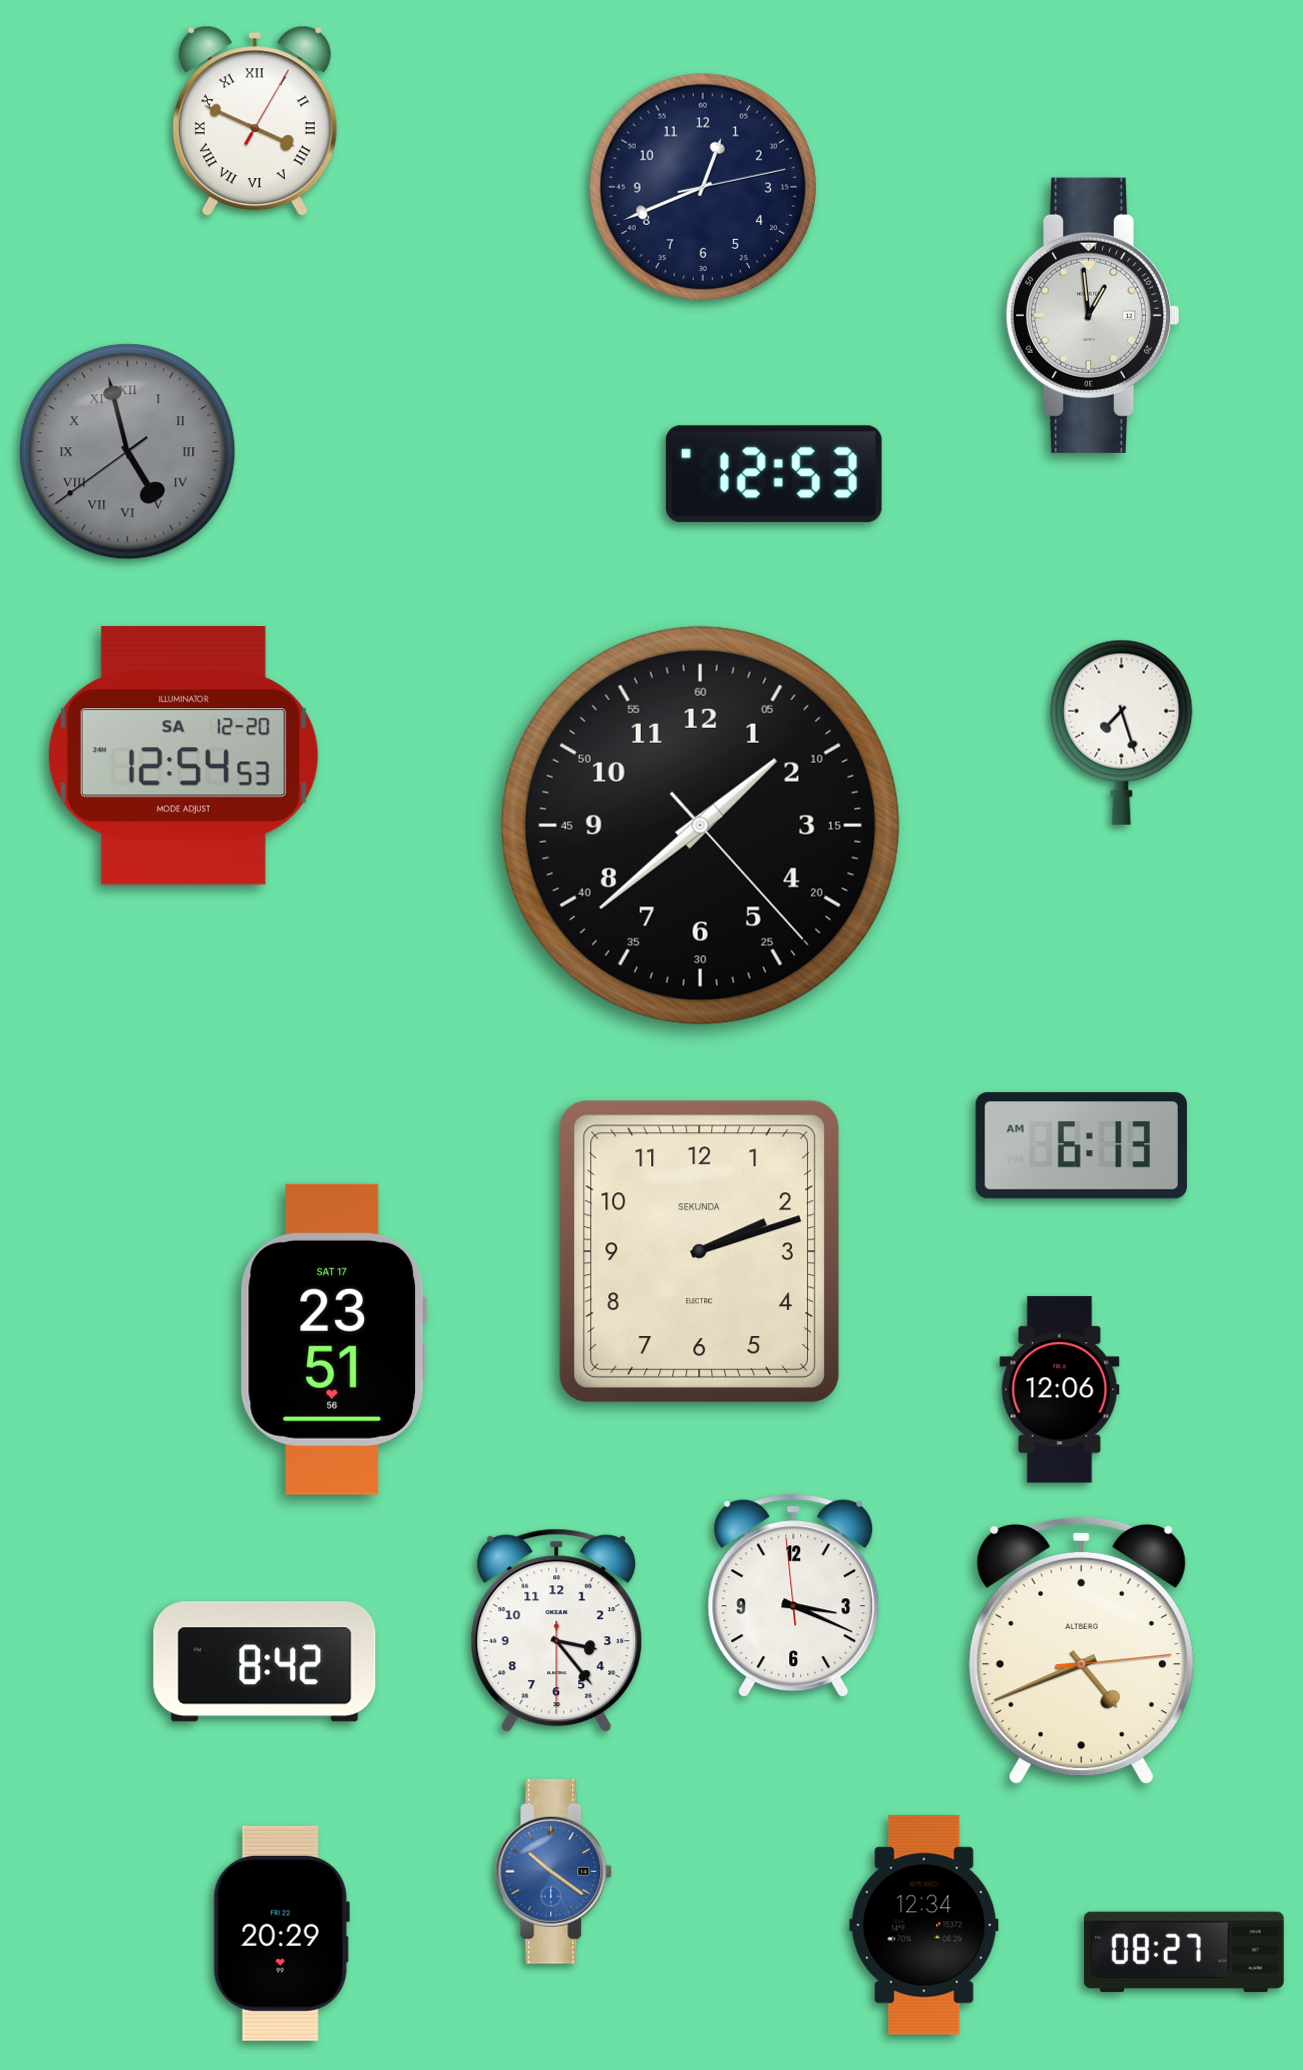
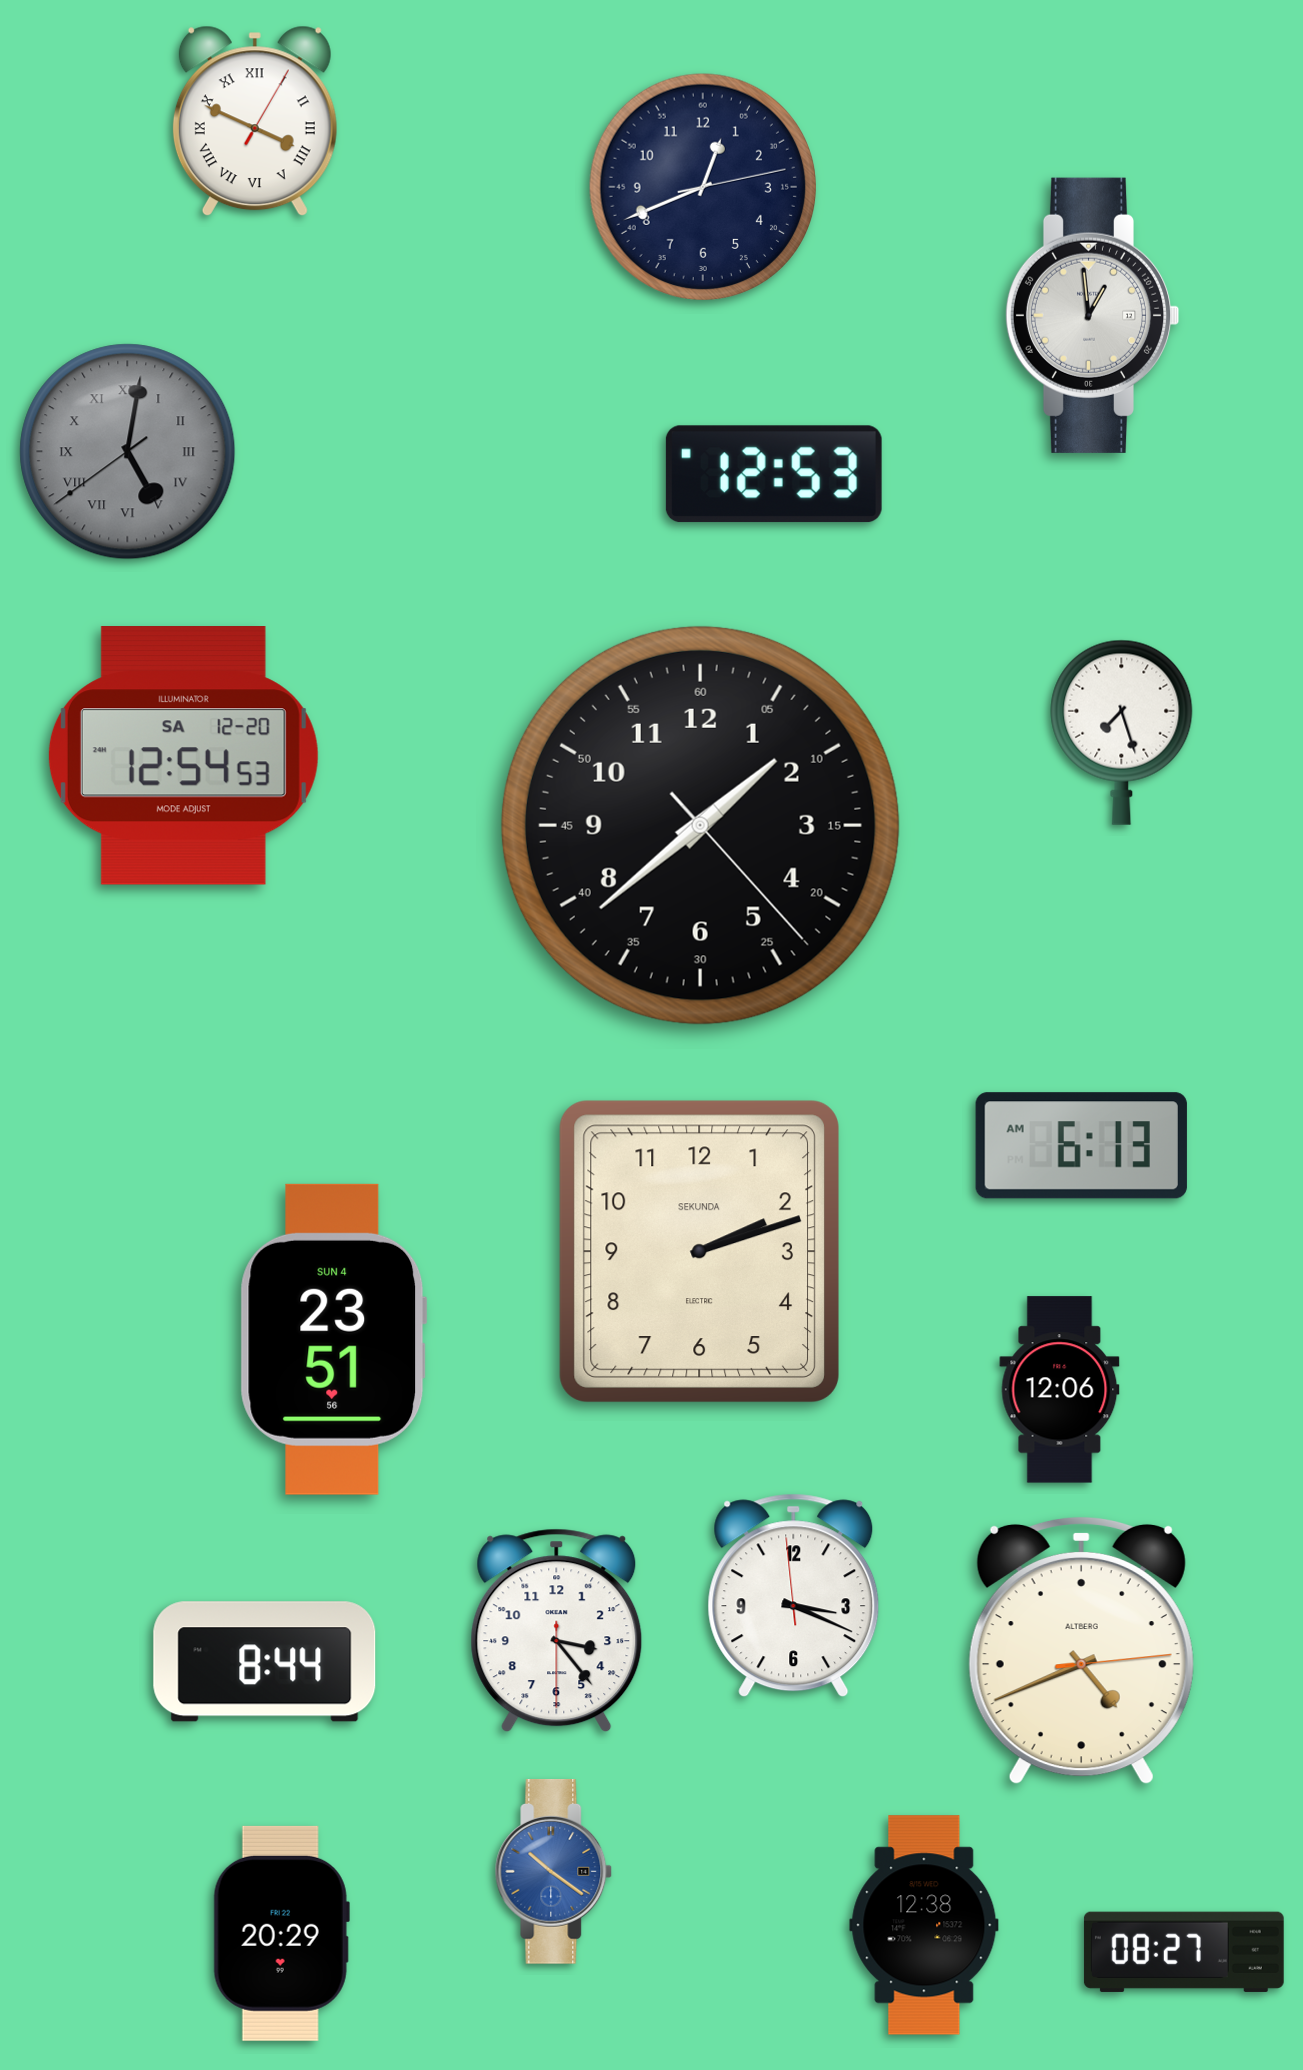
clock at (128, 452): 4:57 -> 5:01
clock at (334, 1339) date: SAT 17 -> SUN 4
clock at (265, 1662): 8:42 -> 8:44
clock at (924, 1925): 12:34 -> 12:38
